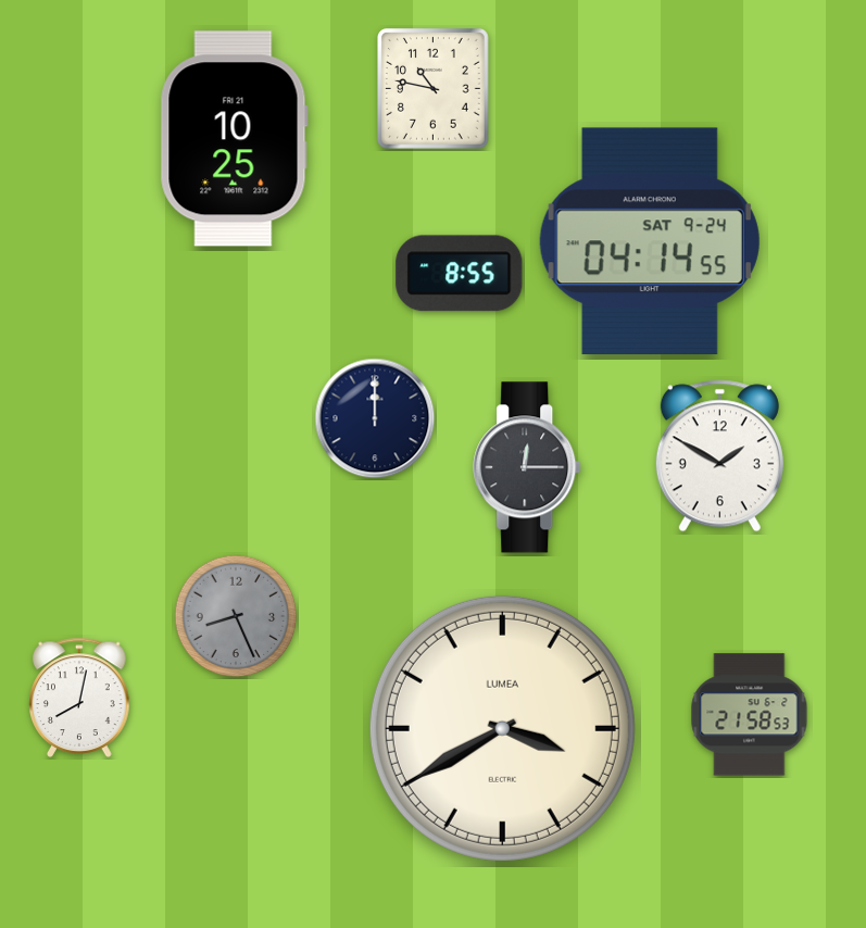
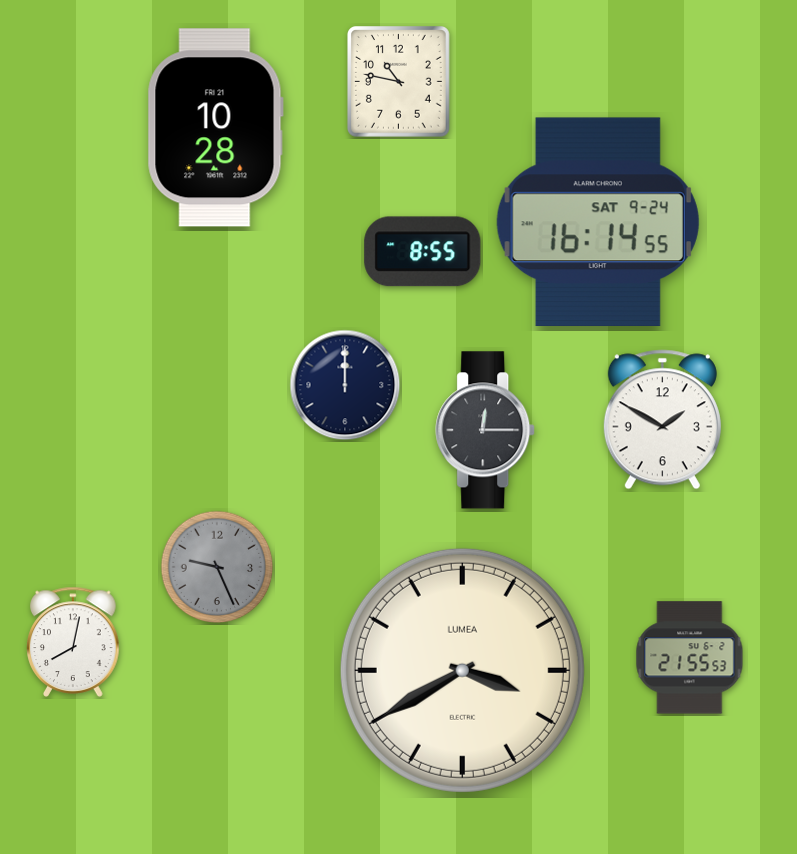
clock at (234, 139): 10:25 -> 10:28
clock at (650, 241): 04:14 -> 16:14
clock at (236, 616): 8:26 -> 9:26
clock at (750, 715): 21:58 -> 21:55
